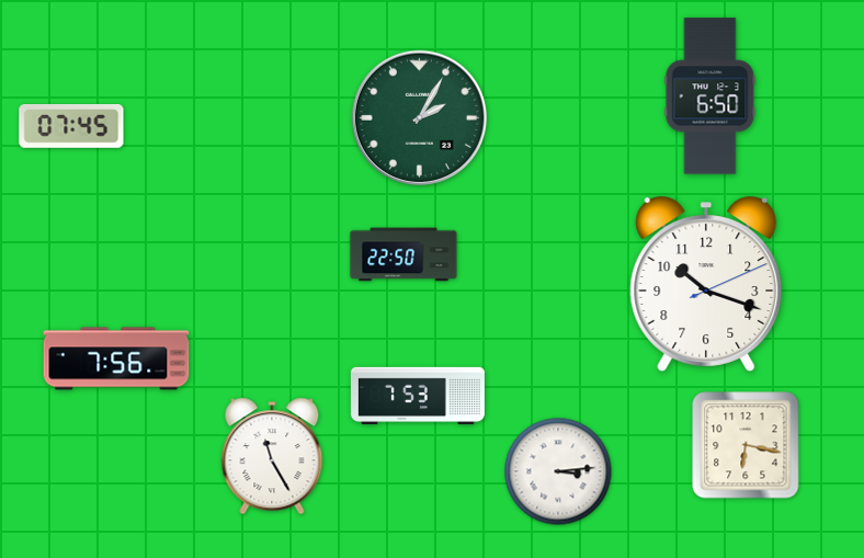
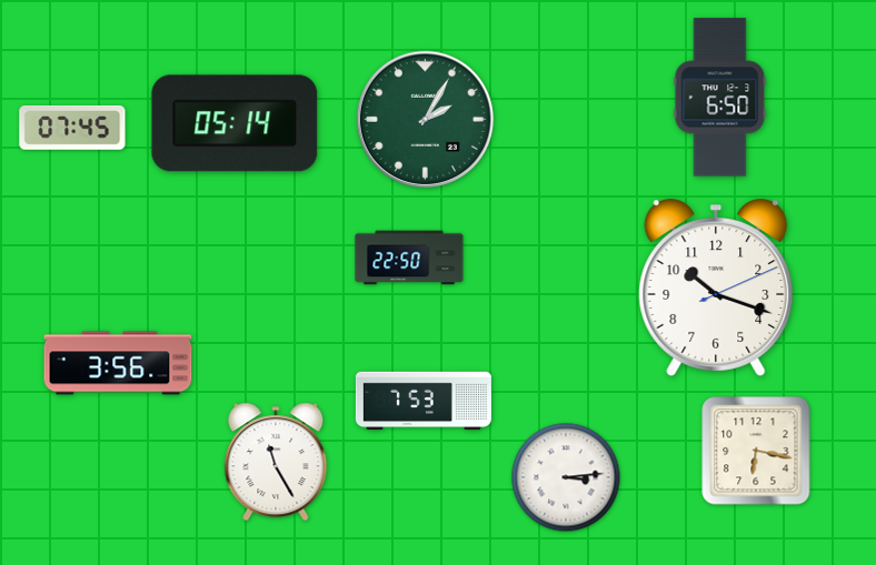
clock at (235, 123): none -> 05:14
clock at (116, 358): 7:56 -> 3:56
